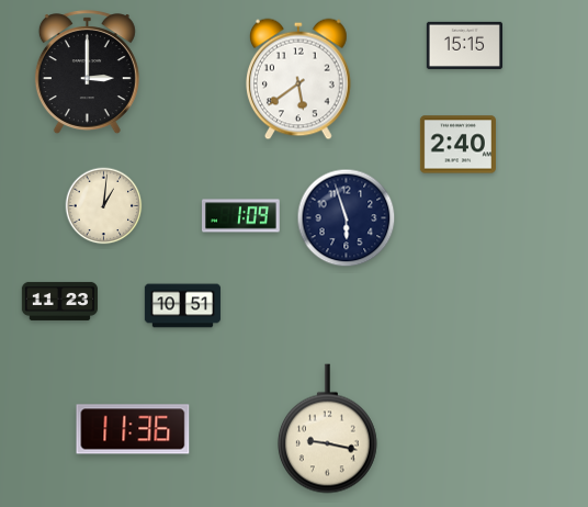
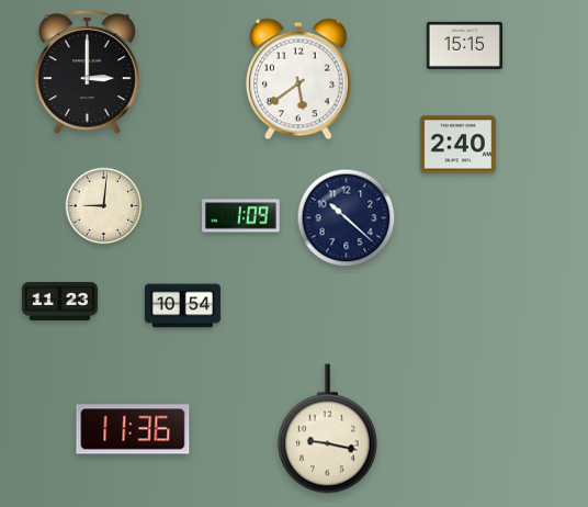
clock at (104, 206): 1:01 -> 9:01
clock at (347, 218): 5:57 -> 10:22
clock at (182, 306): 10:51 -> 10:54
